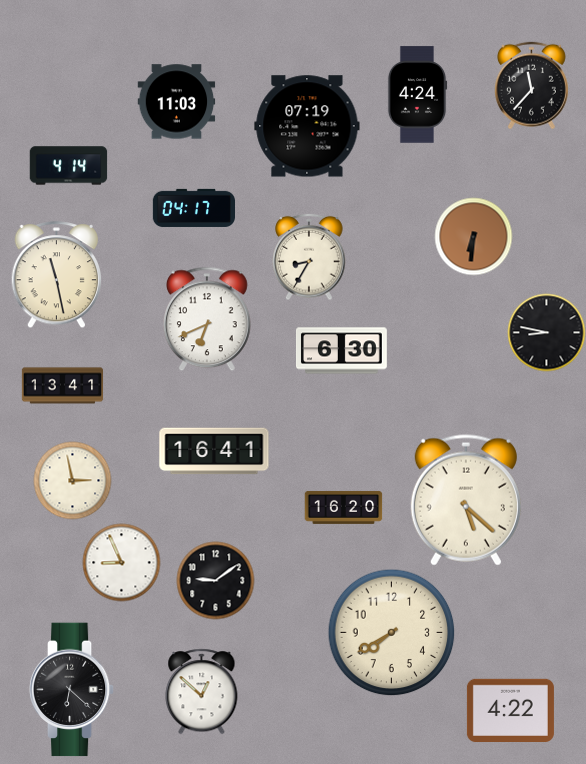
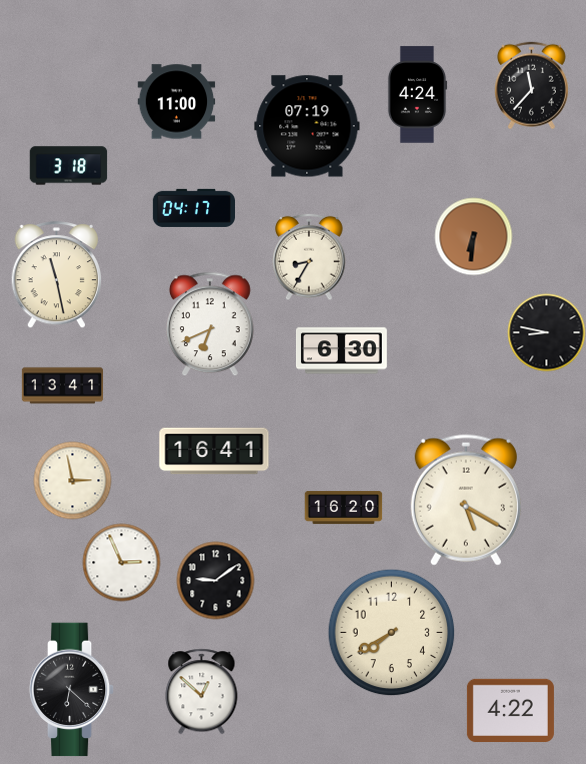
clock at (176, 102): 11:03 -> 11:00
clock at (68, 166): 4:14 -> 3:18
clock at (207, 319) position: (207, 319) -> (210, 324)
clock at (466, 500): 5:22 -> 5:20
clock at (121, 562): 8:56 -> 2:56
